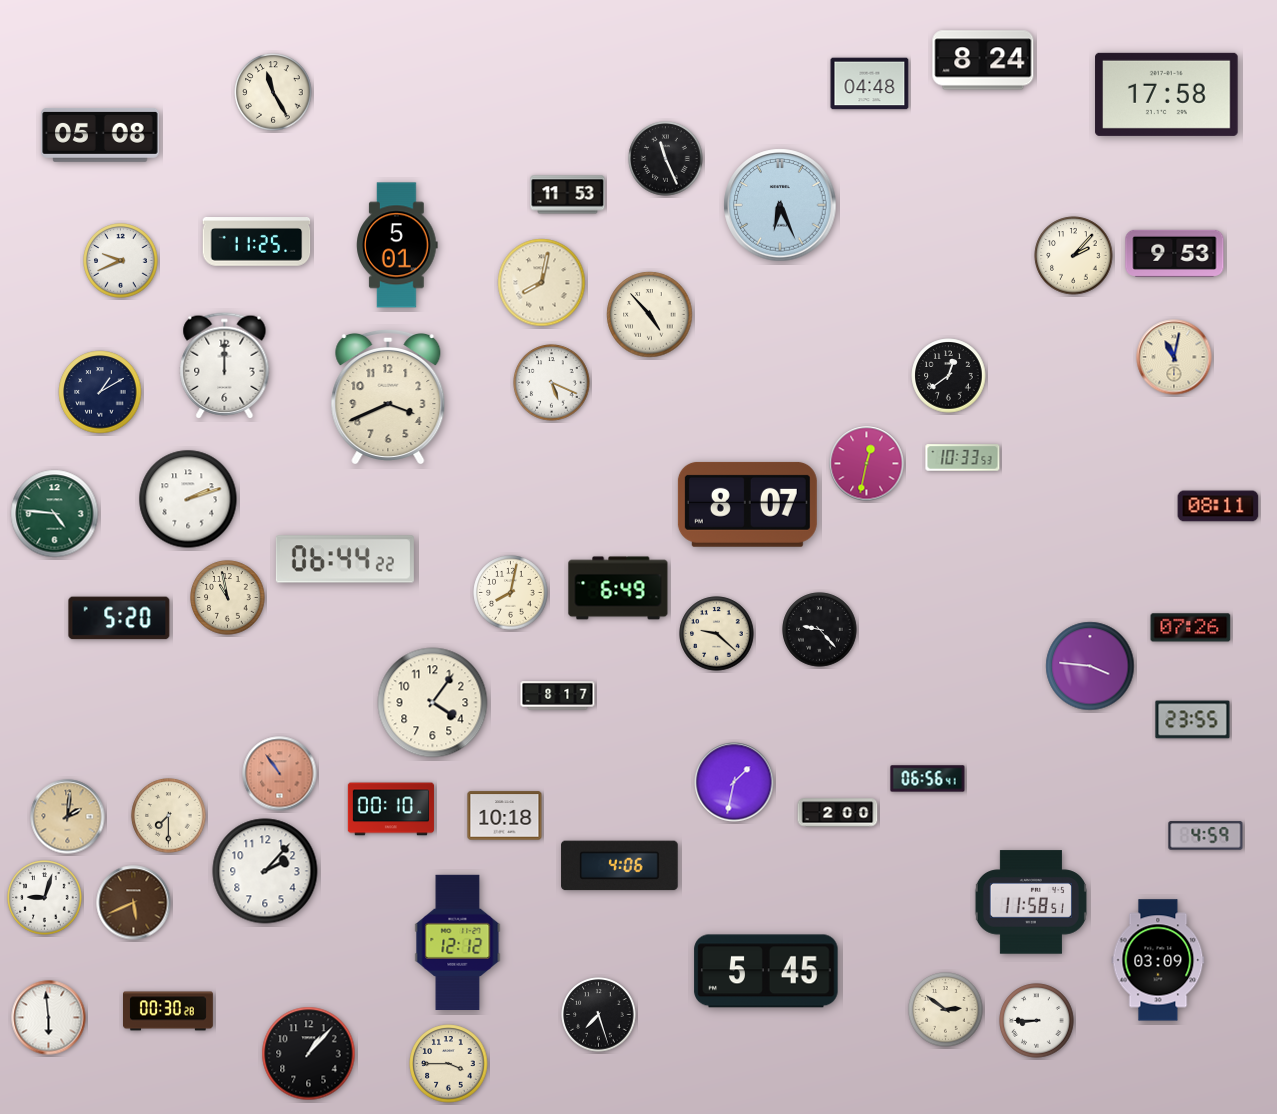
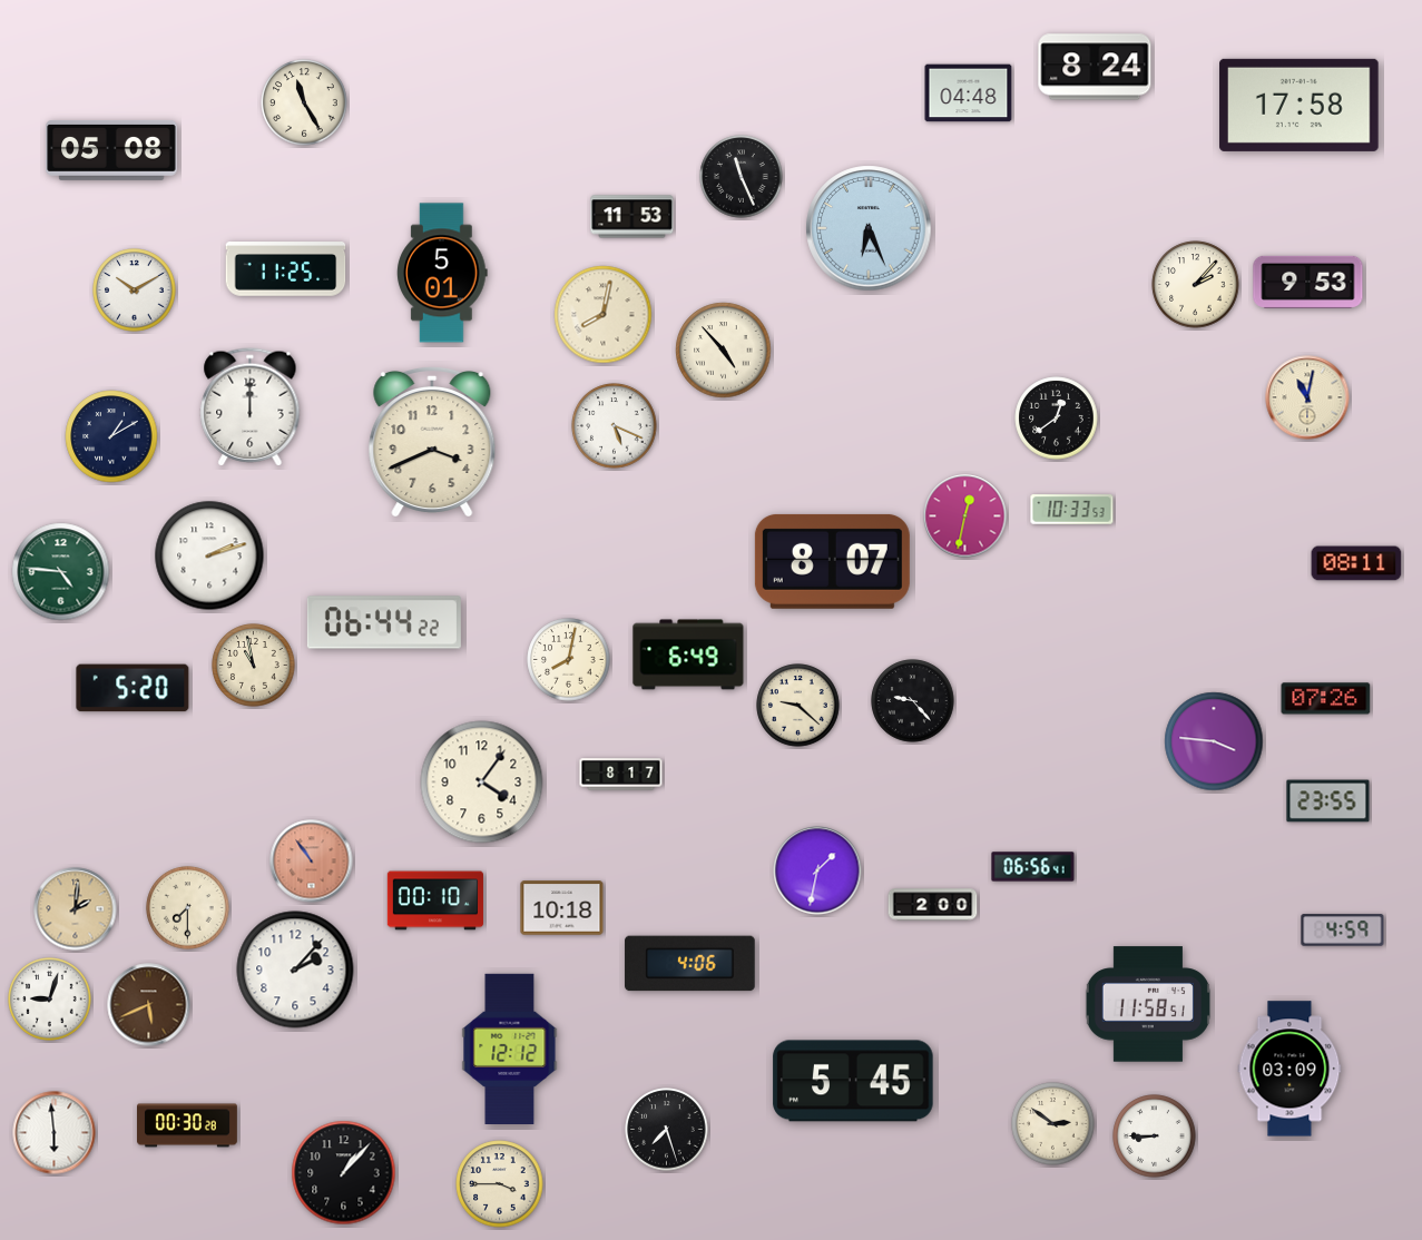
clock at (121, 261): 9:41 -> 10:10
